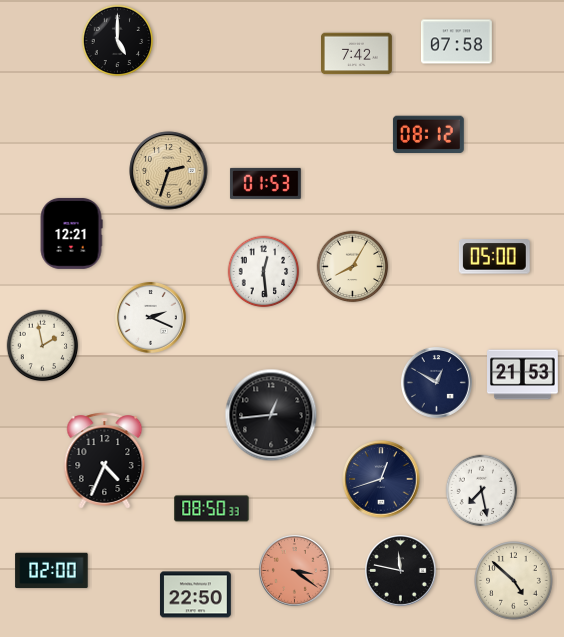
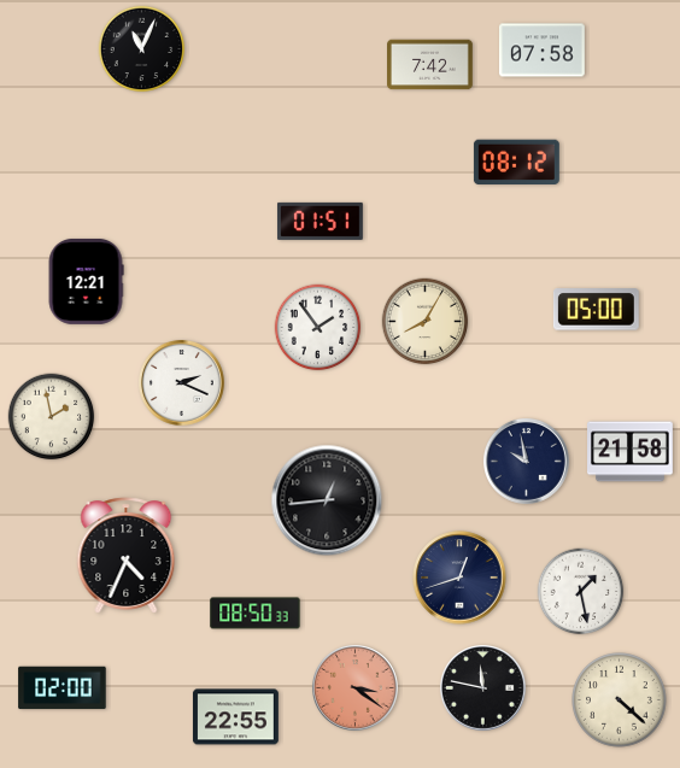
clock at (118, 41): 5:00 -> 11:04
clock at (457, 42) position: (457, 42) -> (543, 51)
clock at (169, 171): 2:33 -> none
clock at (265, 183): 01:53 -> 01:51
clock at (264, 272): 12:29 -> 1:54
clock at (523, 375): 21:53 -> 21:58
clock at (437, 383): 12:50 -> 9:58
clock at (482, 491): 7:28 -> 1:28
clock at (514, 581): 4:52 -> 4:22
clock at (195, 595): 22:50 -> 22:55
